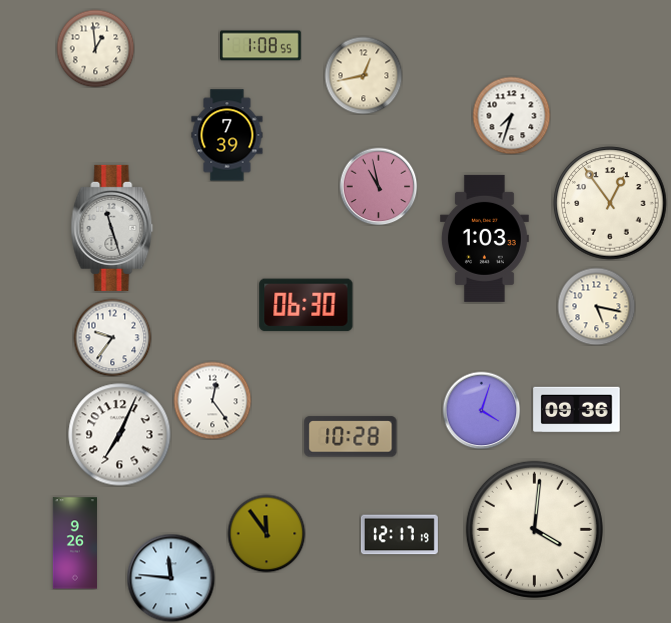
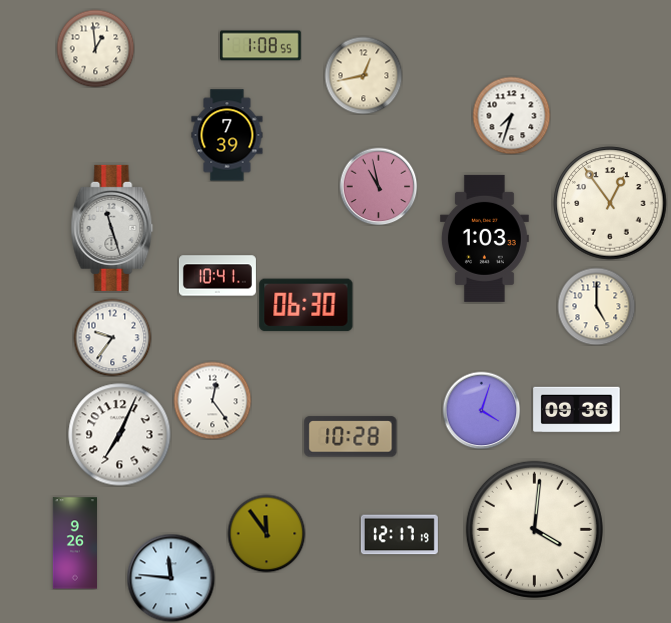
clock at (217, 276): none -> 10:41
clock at (596, 306): 5:17 -> 5:00
